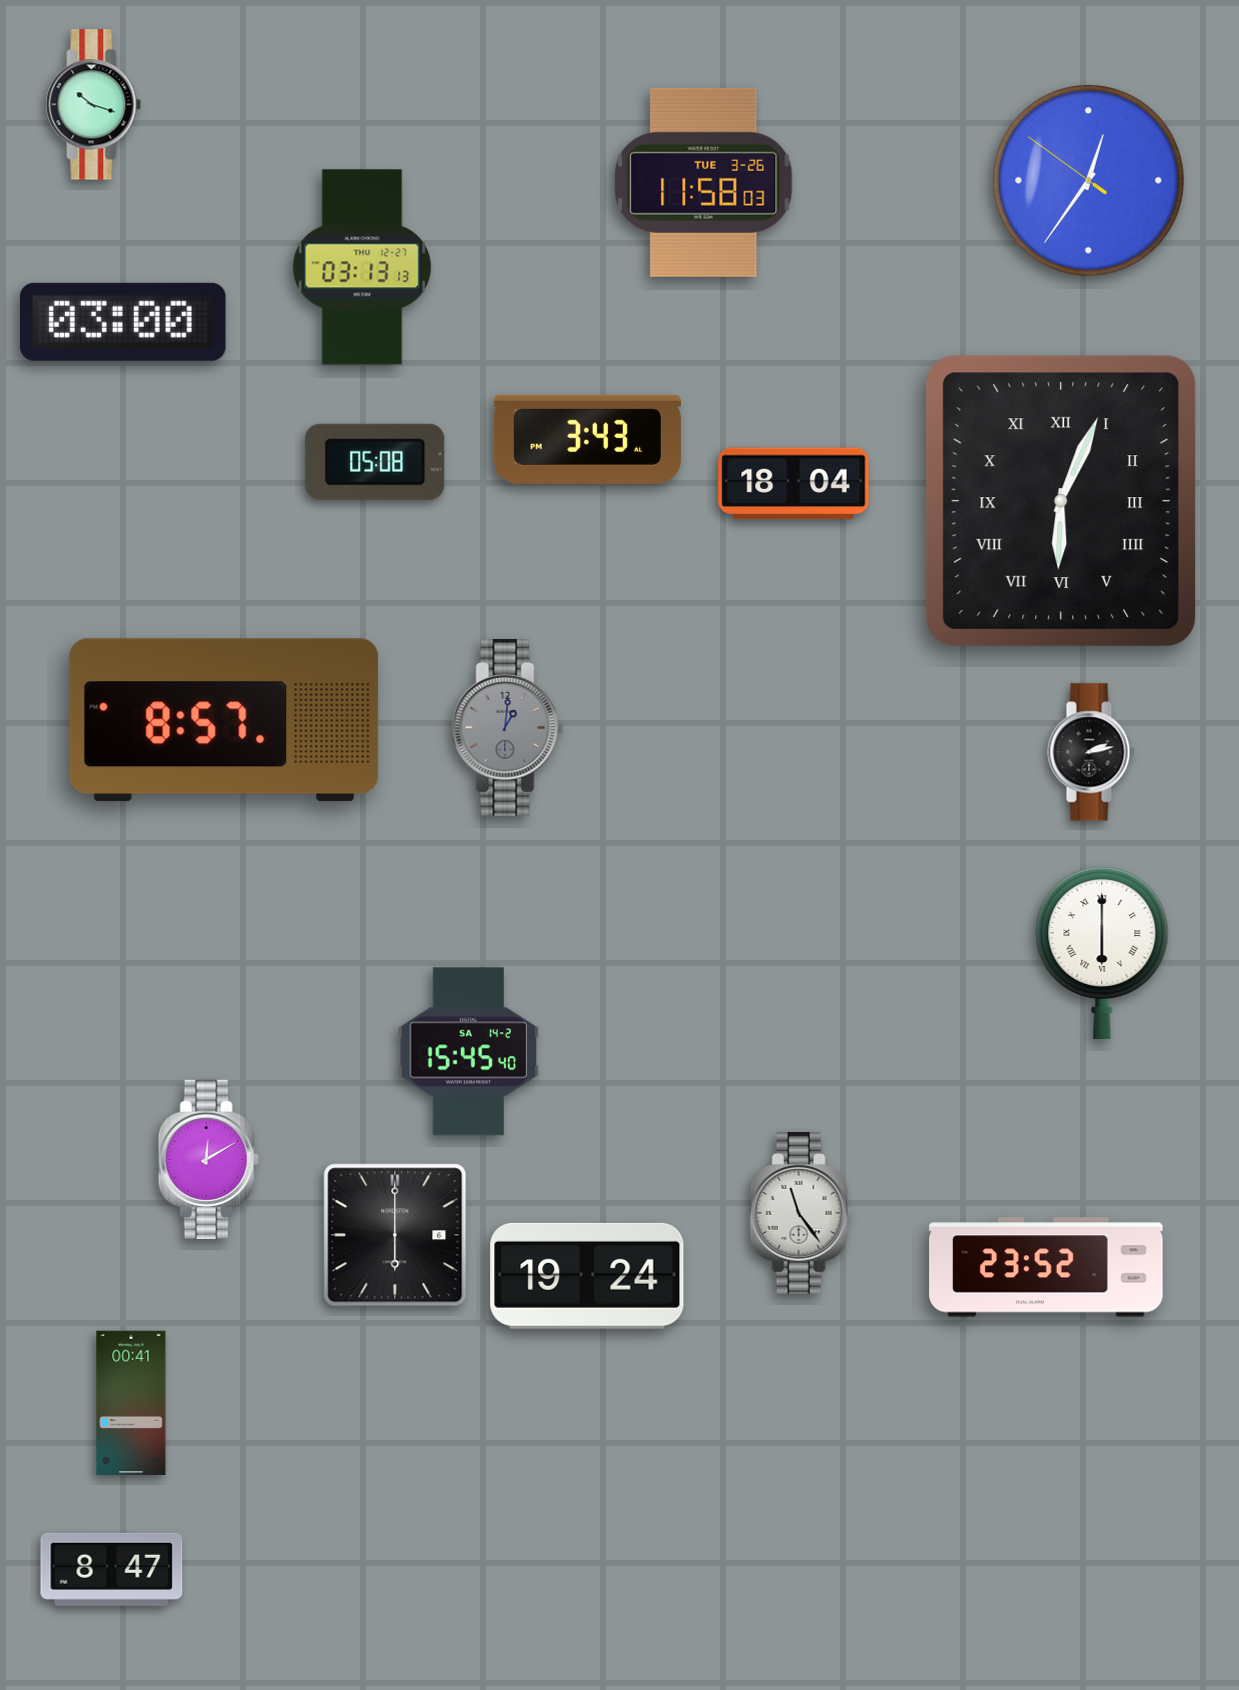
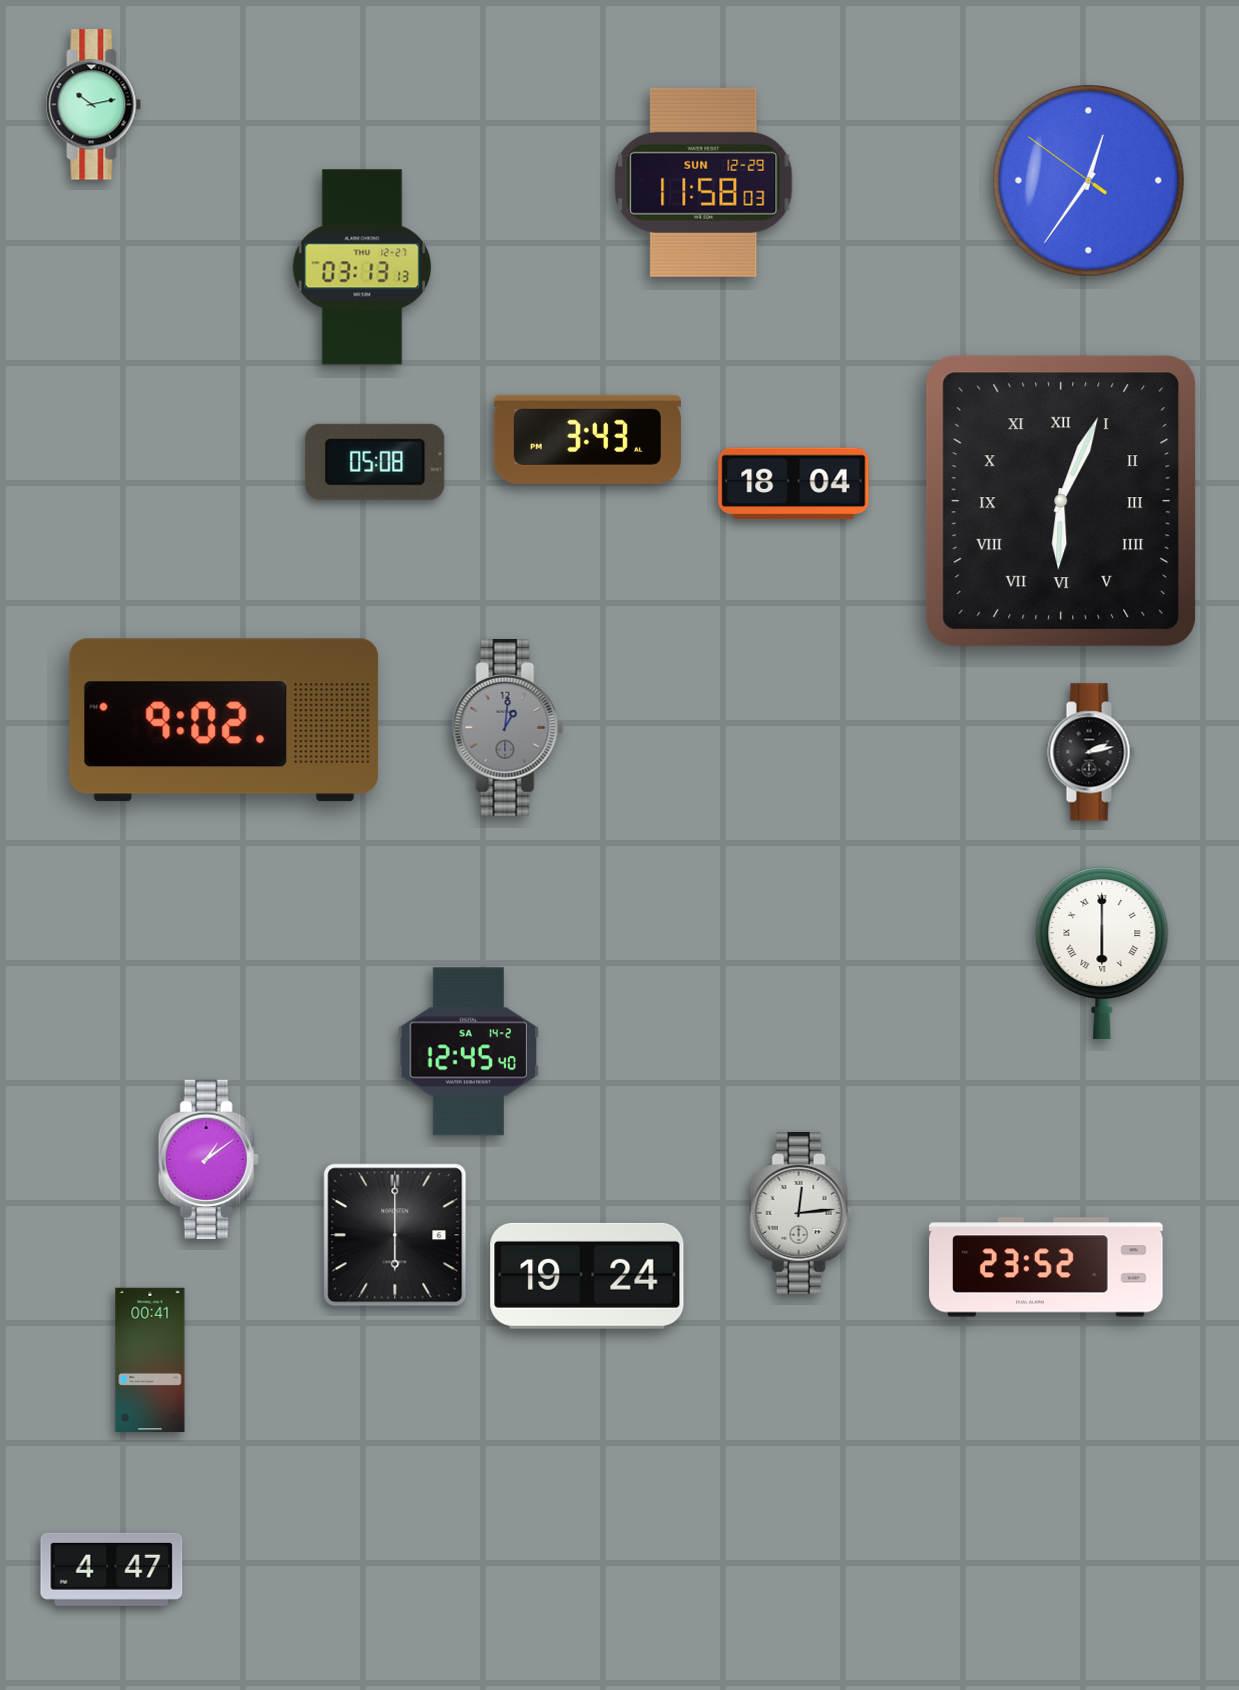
clock at (94, 105): 10:18 -> 10:13
clock at (704, 182) date: TUE 3-26 -> SUN 12-29
clock at (124, 322): 03:00 -> none
clock at (224, 720): 8:57 -> 9:02
clock at (469, 1052): 15:45 -> 12:45
clock at (208, 1159): 12:10 -> 1:09
clock at (801, 1213): 11:24 -> 12:14
clock at (131, 1403) position: (131, 1403) -> (150, 1360)
clock at (112, 1569): 8:47 -> 4:47
